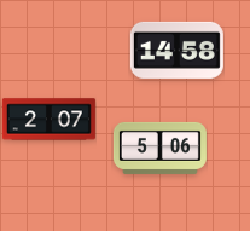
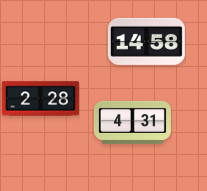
clock at (48, 120): 2:07 -> 2:28
clock at (159, 148): 5:06 -> 4:31
